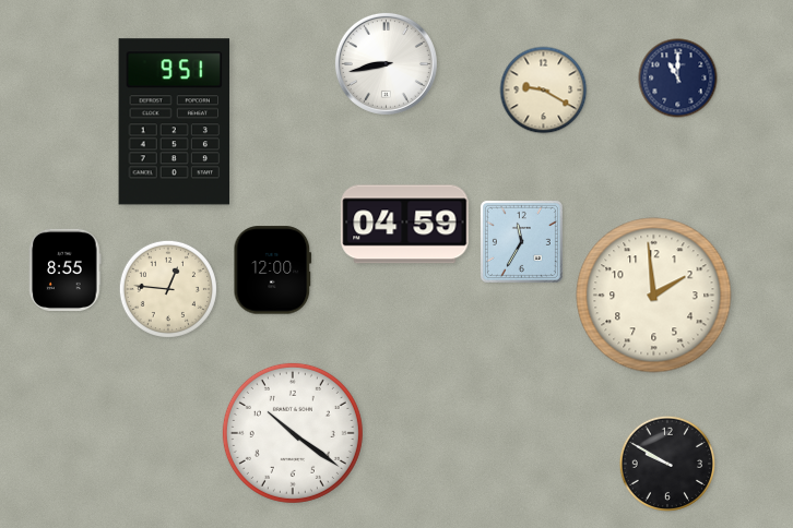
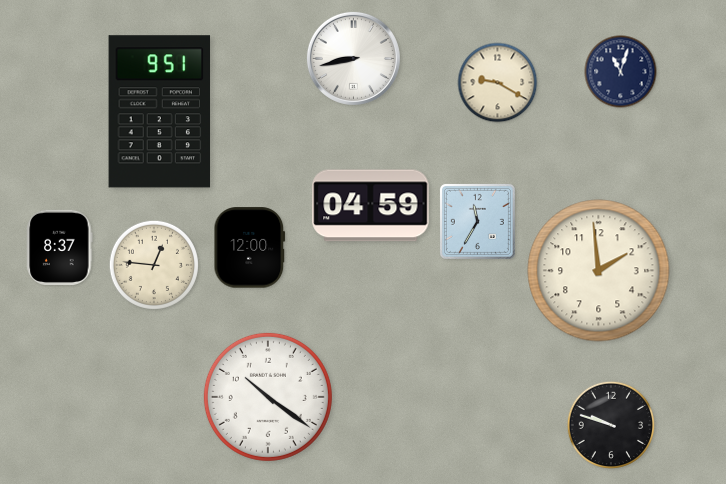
clock at (678, 79): 11:00 -> 11:03
clock at (66, 269): 8:55 -> 8:37
clock at (667, 464): 9:50 -> 9:48
